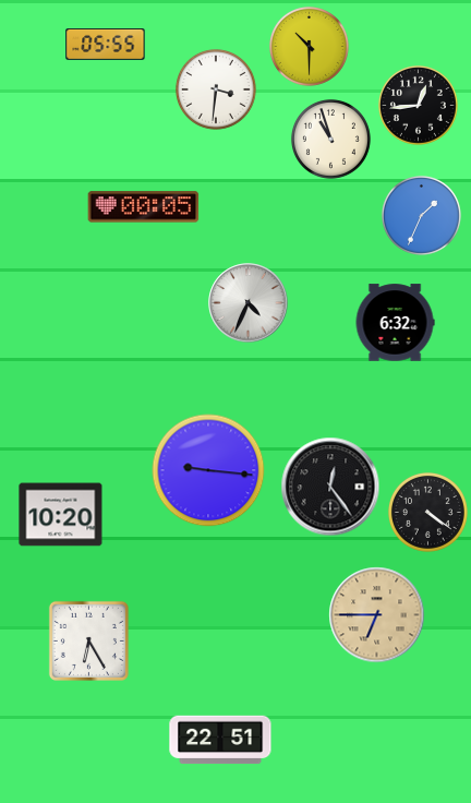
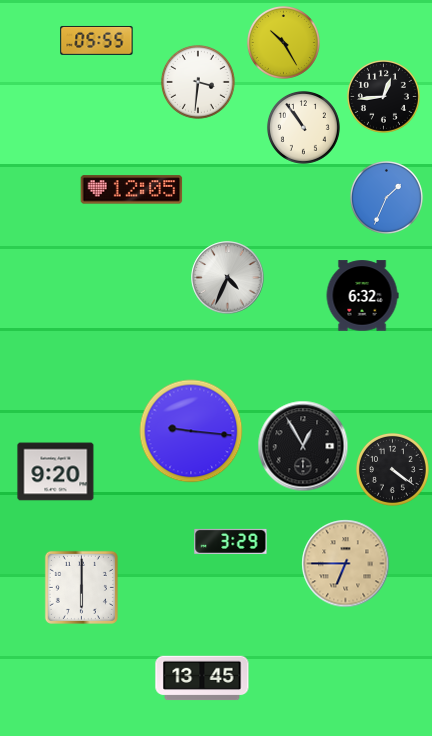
clock at (309, 46): 10:30 -> 10:25
clock at (330, 139): 10:57 -> 10:54
clock at (144, 207): 00:05 -> 12:05
clock at (330, 487): 12:24 -> 12:55
clock at (61, 515): 10:20 -> 9:20
clock at (231, 541): none -> 3:29
clock at (88, 640): 6:25 -> 6:00
clock at (220, 740): 22:51 -> 13:45
